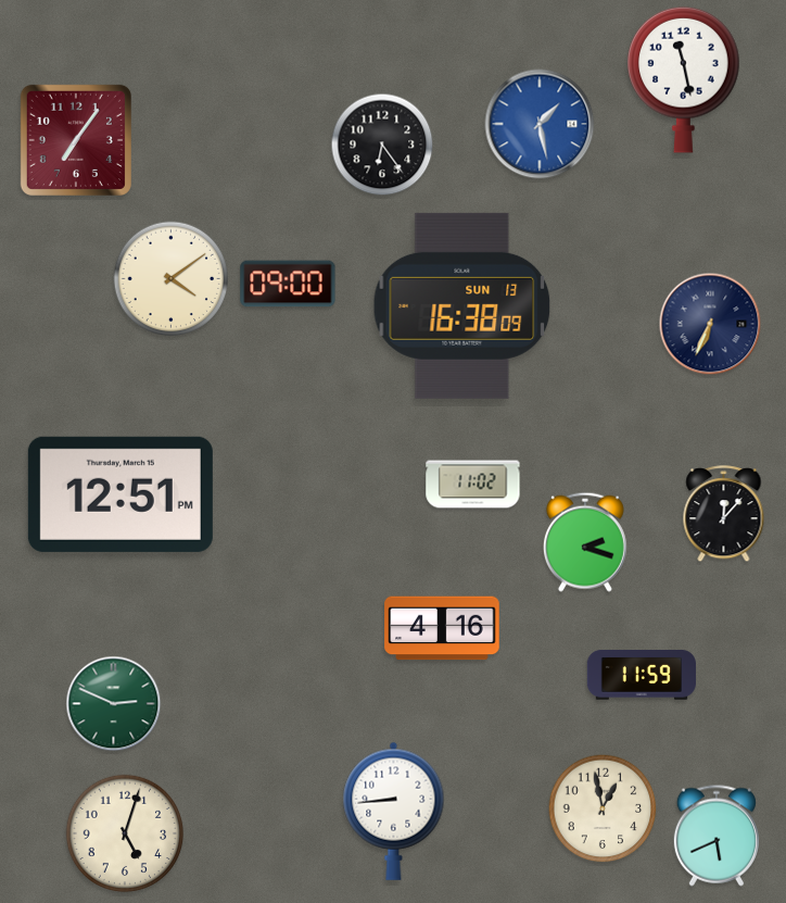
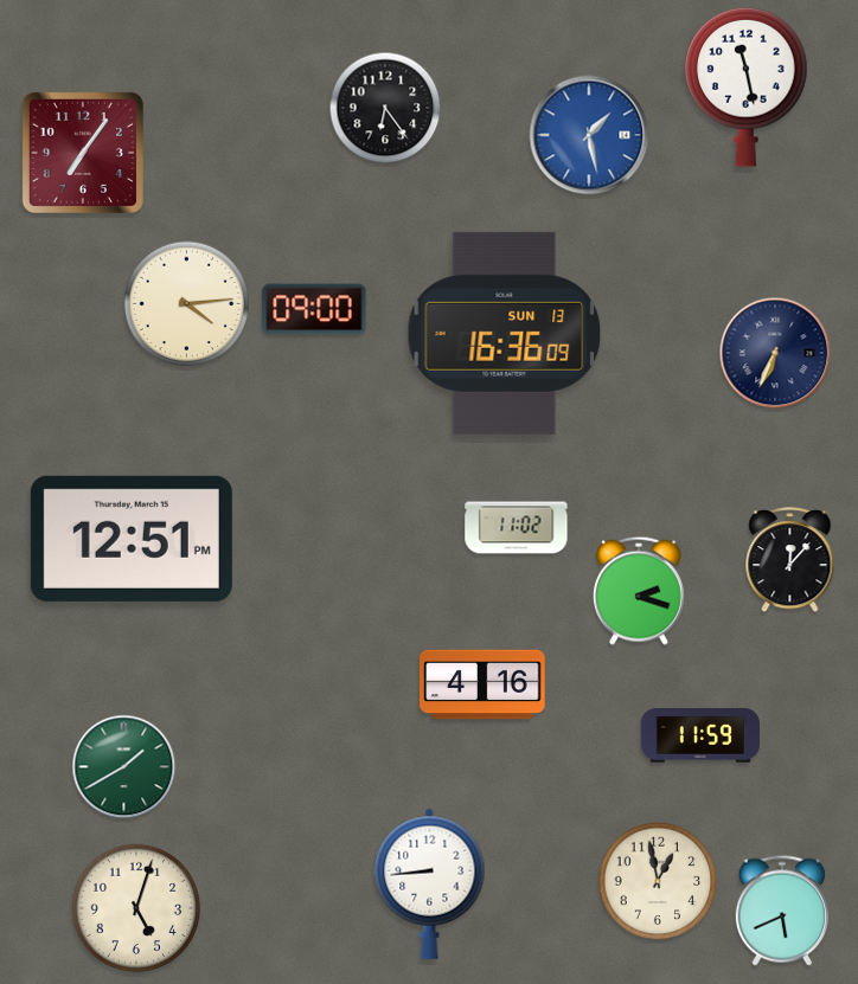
clock at (382, 145) position: (382, 145) -> (385, 108)
clock at (172, 279): 4:09 -> 4:14
clock at (462, 305): 16:38 -> 16:36
clock at (114, 704): 2:49 -> 1:40
